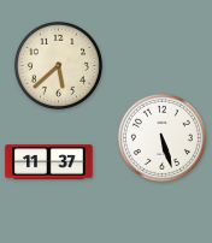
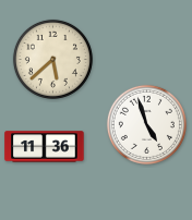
clock at (161, 137): 5:27 -> 4:57
clock at (49, 162): 11:37 -> 11:36
